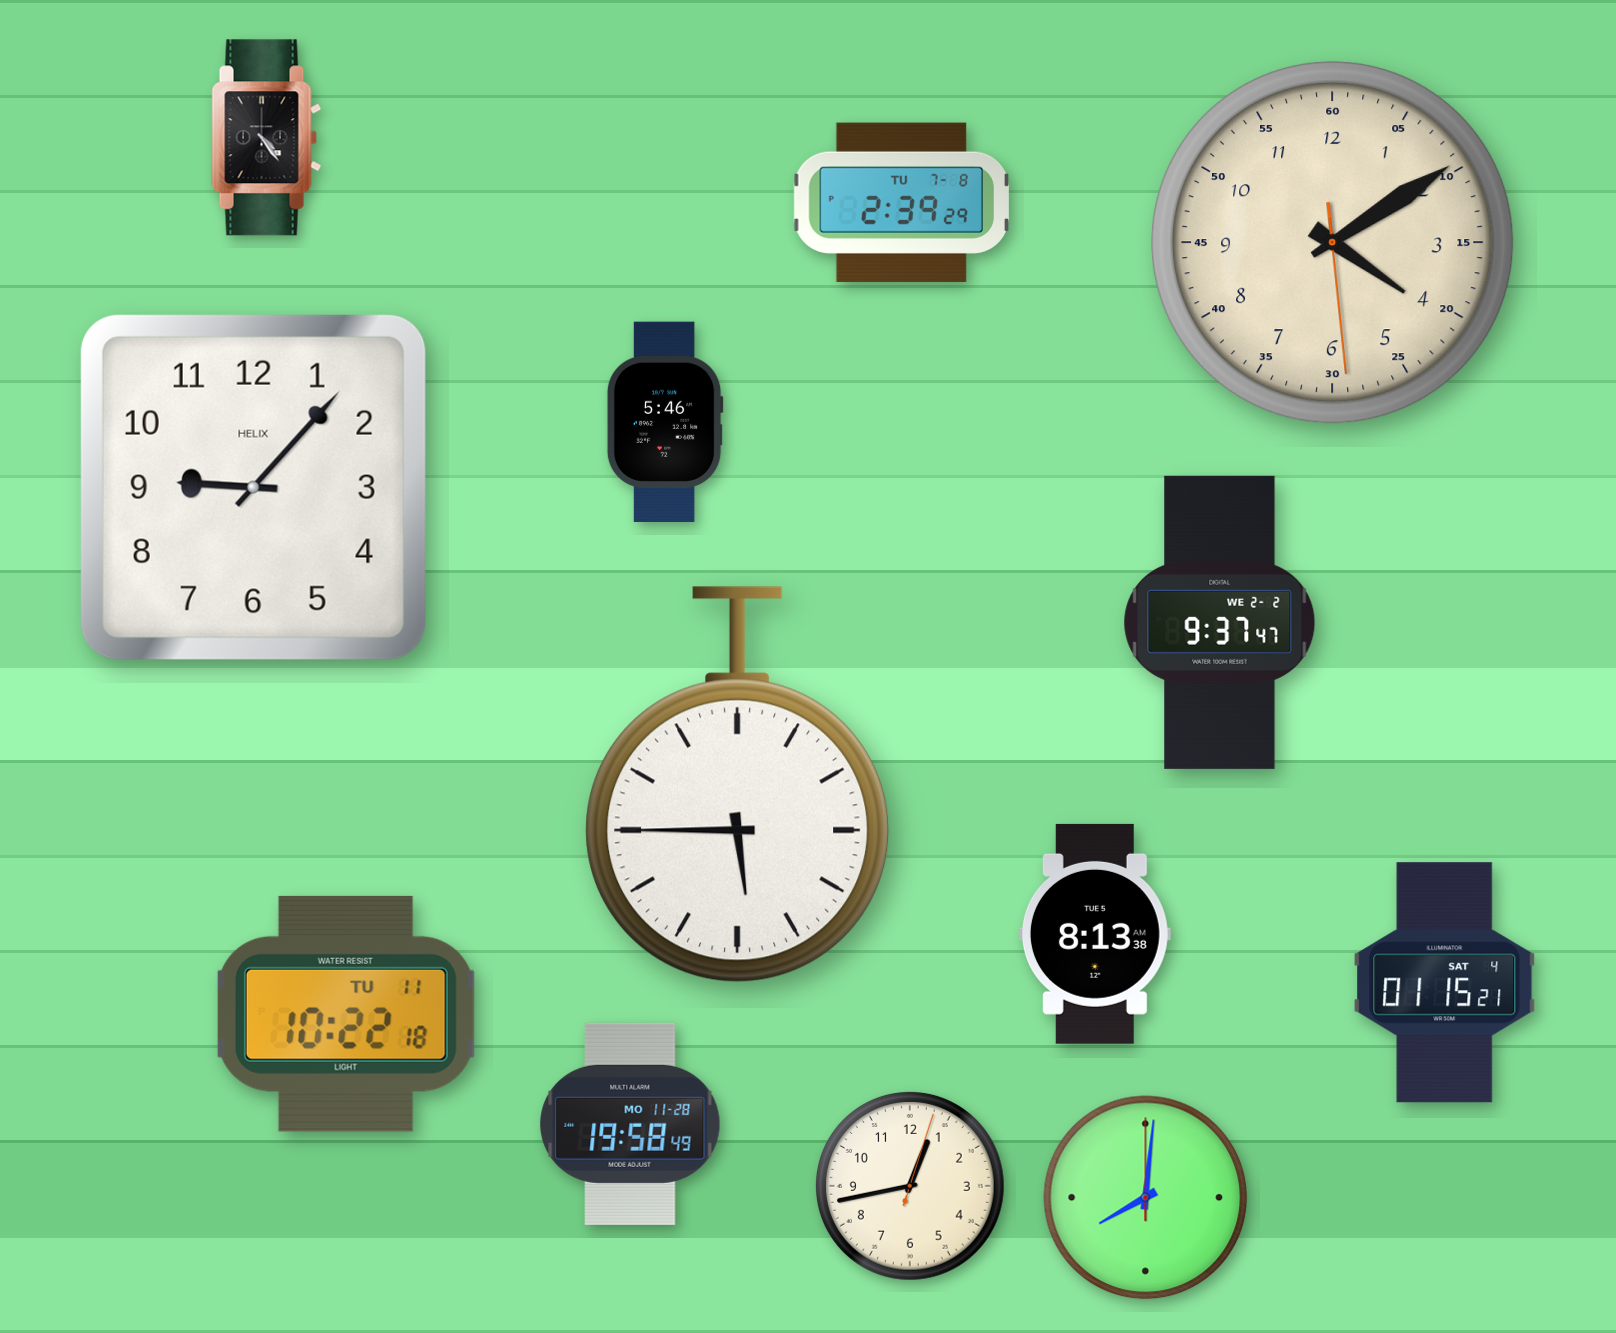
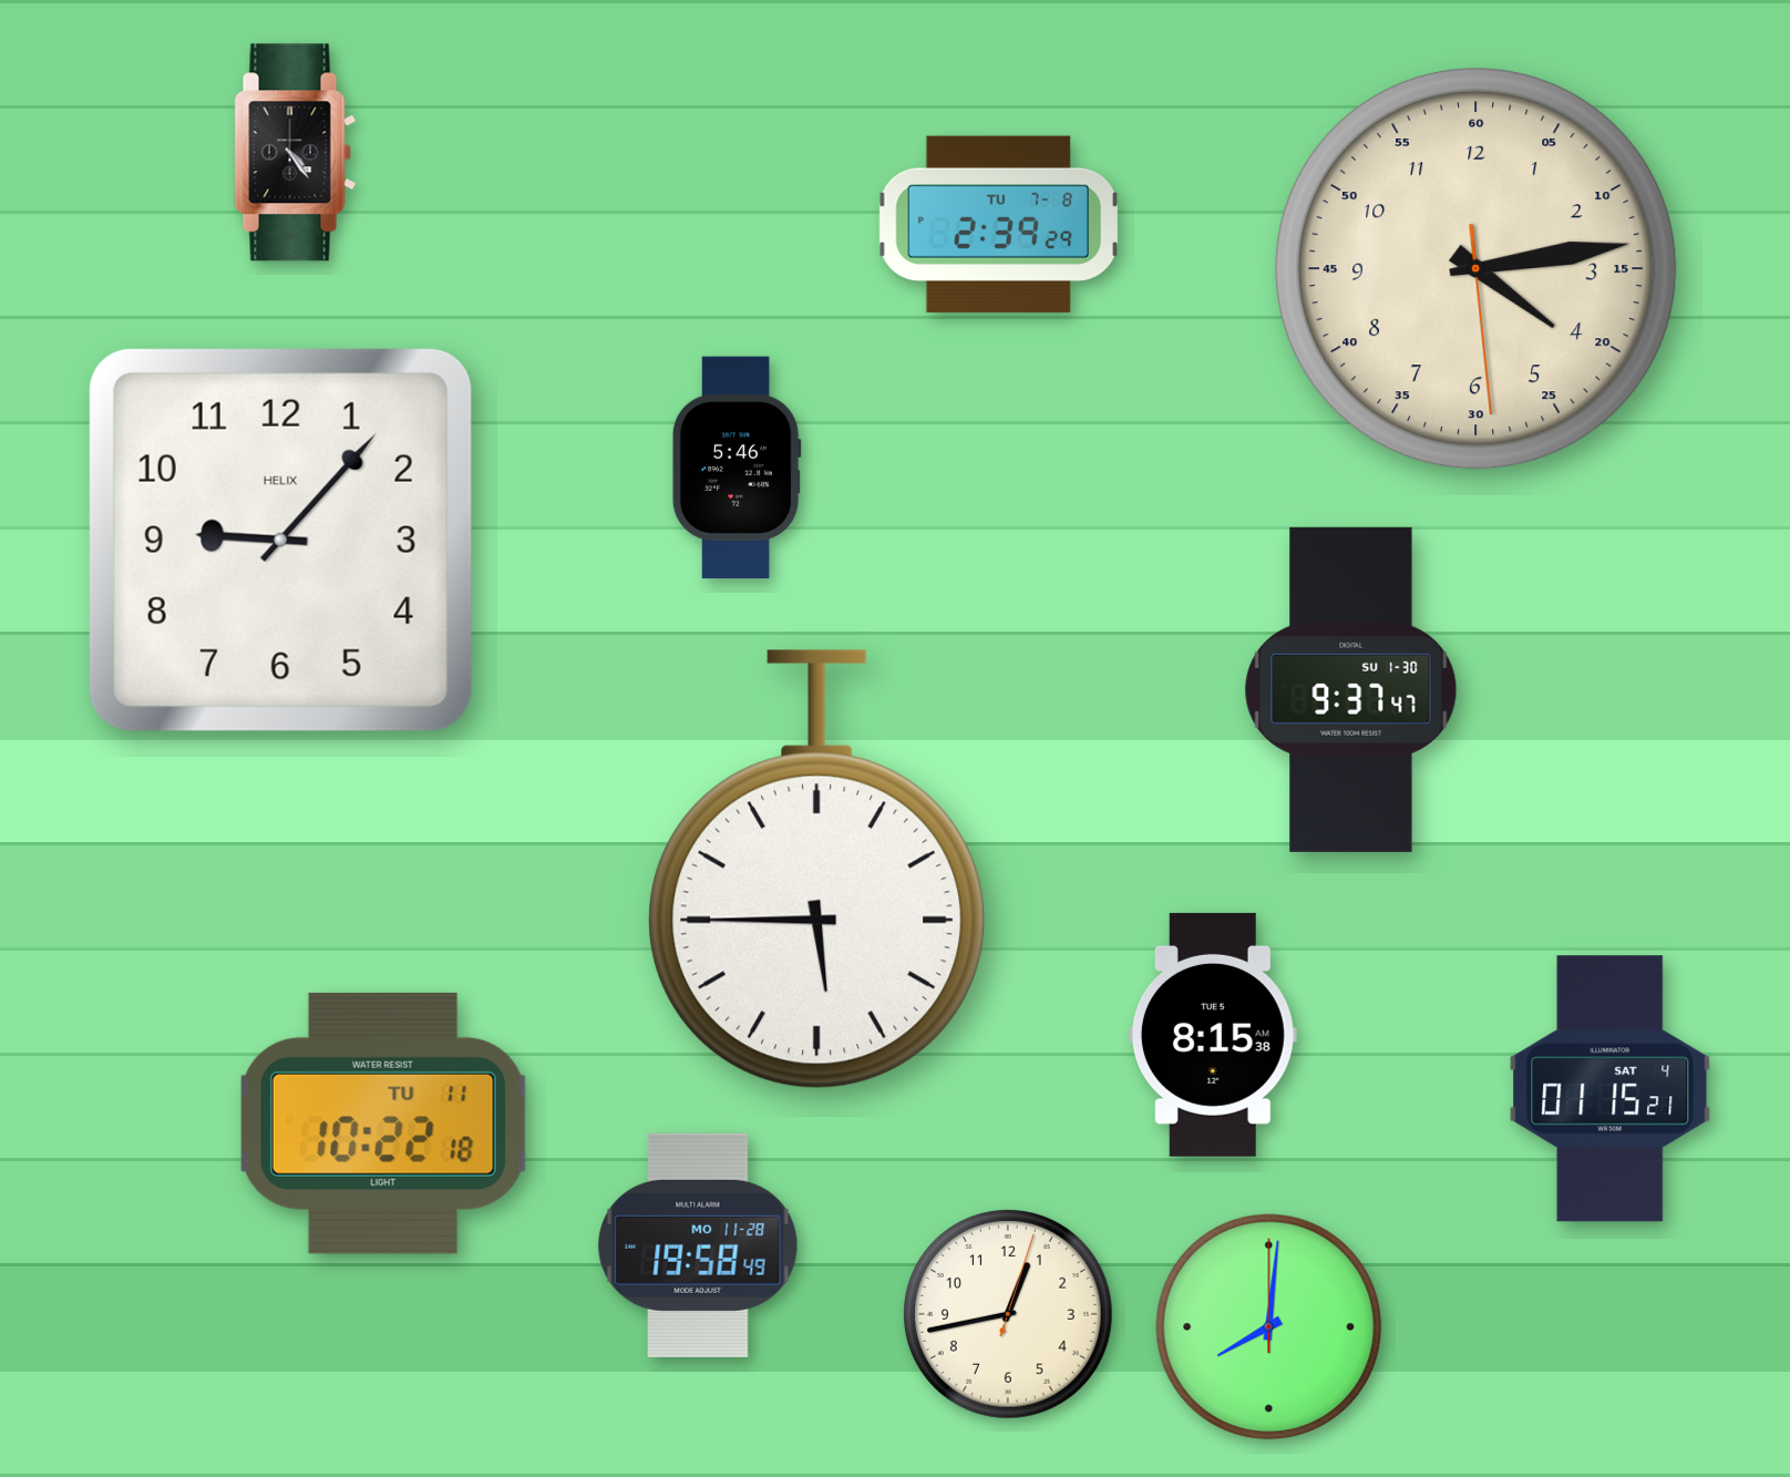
clock at (1332, 242): 4:09 -> 4:13
clock at (1220, 622) date: WE 2-2 -> SU 1-30
clock at (1095, 934): 8:13 -> 8:15
clock at (1445, 983) position: (1445, 983) -> (1611, 1089)
